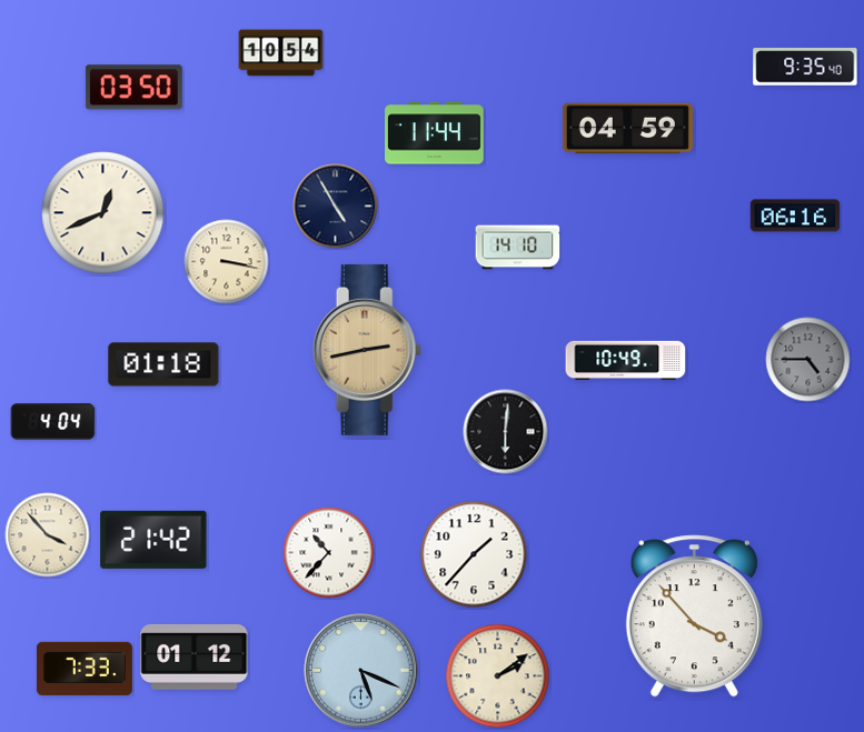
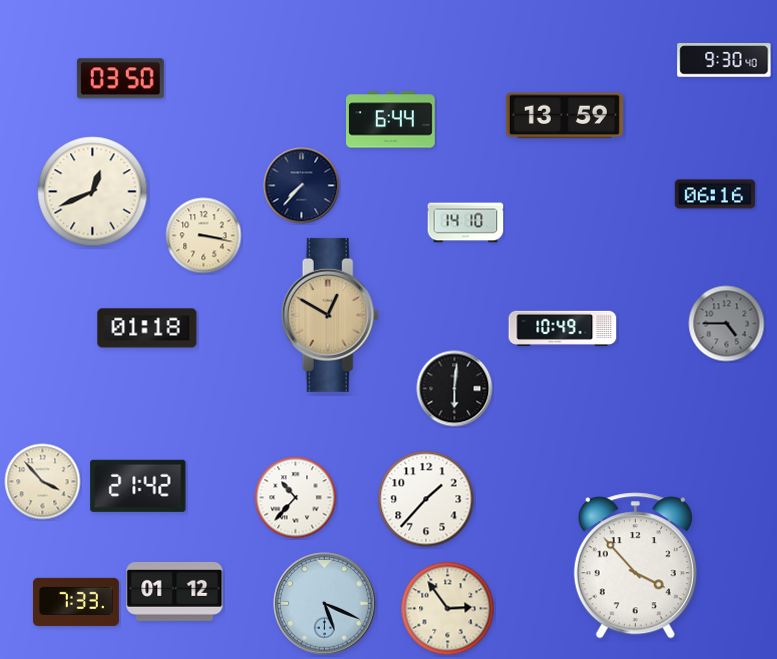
clock at (281, 53): 10:54 -> none
clock at (805, 68): 9:35 -> 9:30
clock at (627, 129): 04:59 -> 13:59
clock at (435, 133): 11:44 -> 6:44
clock at (336, 207): 4:55 -> 7:37
clock at (367, 350): 2:43 -> 12:50
clock at (626, 360) position: (626, 360) -> (563, 328)
clock at (53, 422): 4:04 -> none
clock at (694, 616) position: (694, 616) -> (635, 566)
clock at (498, 676): 2:09 -> 2:54
